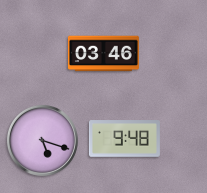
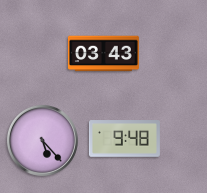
clock at (103, 54): 03:46 -> 03:43
clock at (42, 140): 5:18 -> 5:23
